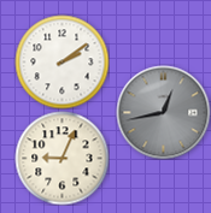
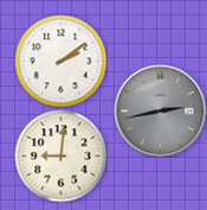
clock at (163, 112): 12:43 -> 2:43
clock at (61, 158): 9:04 -> 9:01
